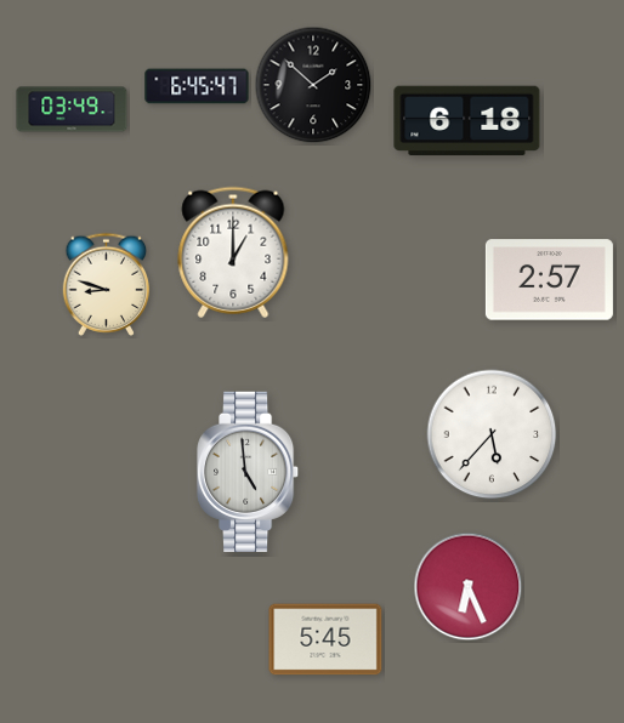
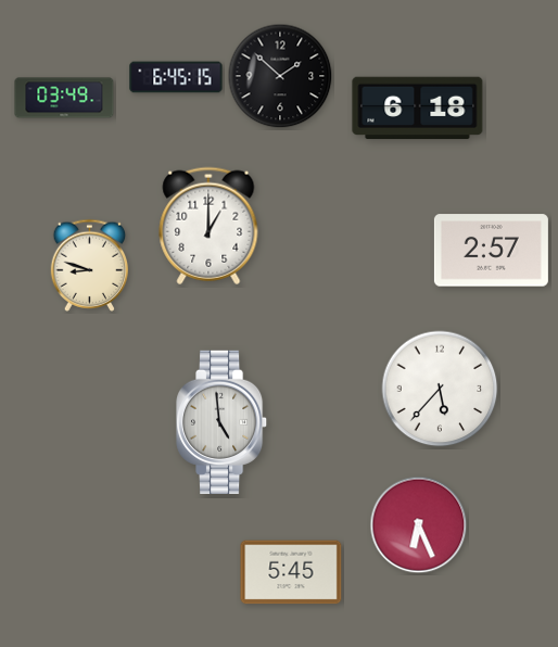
clock at (197, 86): 6:45:47 -> 6:45:15
clock at (107, 284) position: (107, 284) -> (90, 265)
